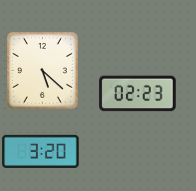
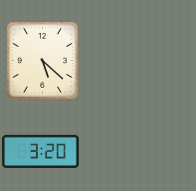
clock at (42, 70) position: (42, 70) -> (42, 60)
clock at (138, 94): 02:23 -> none
